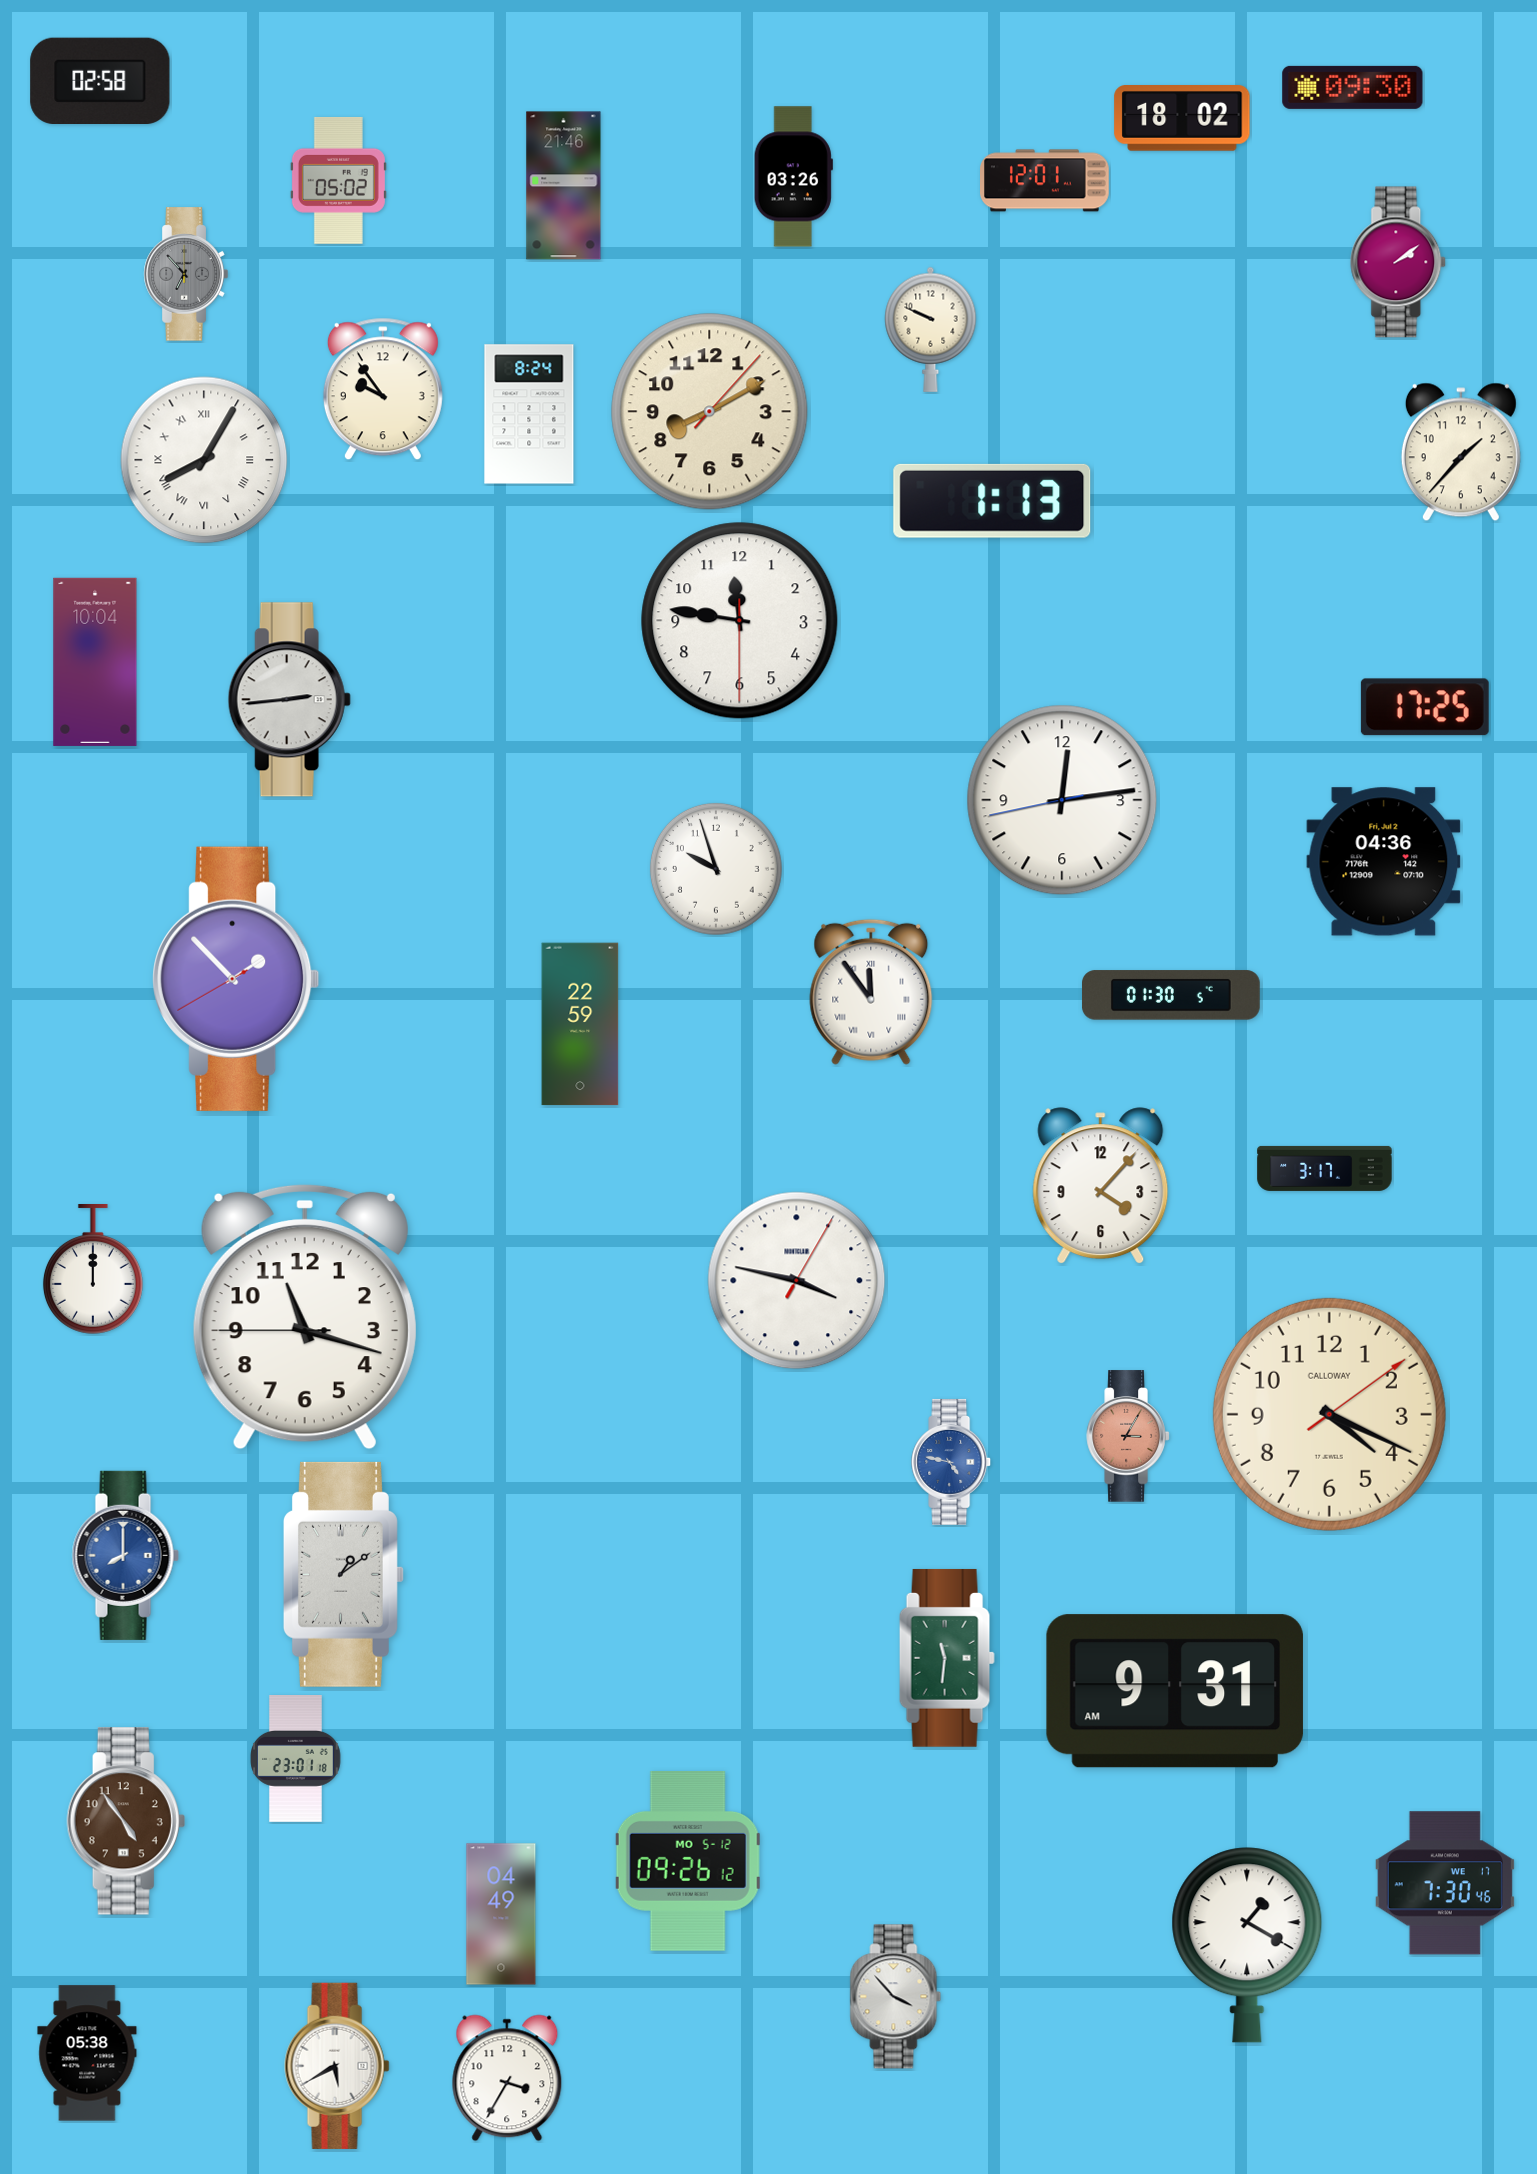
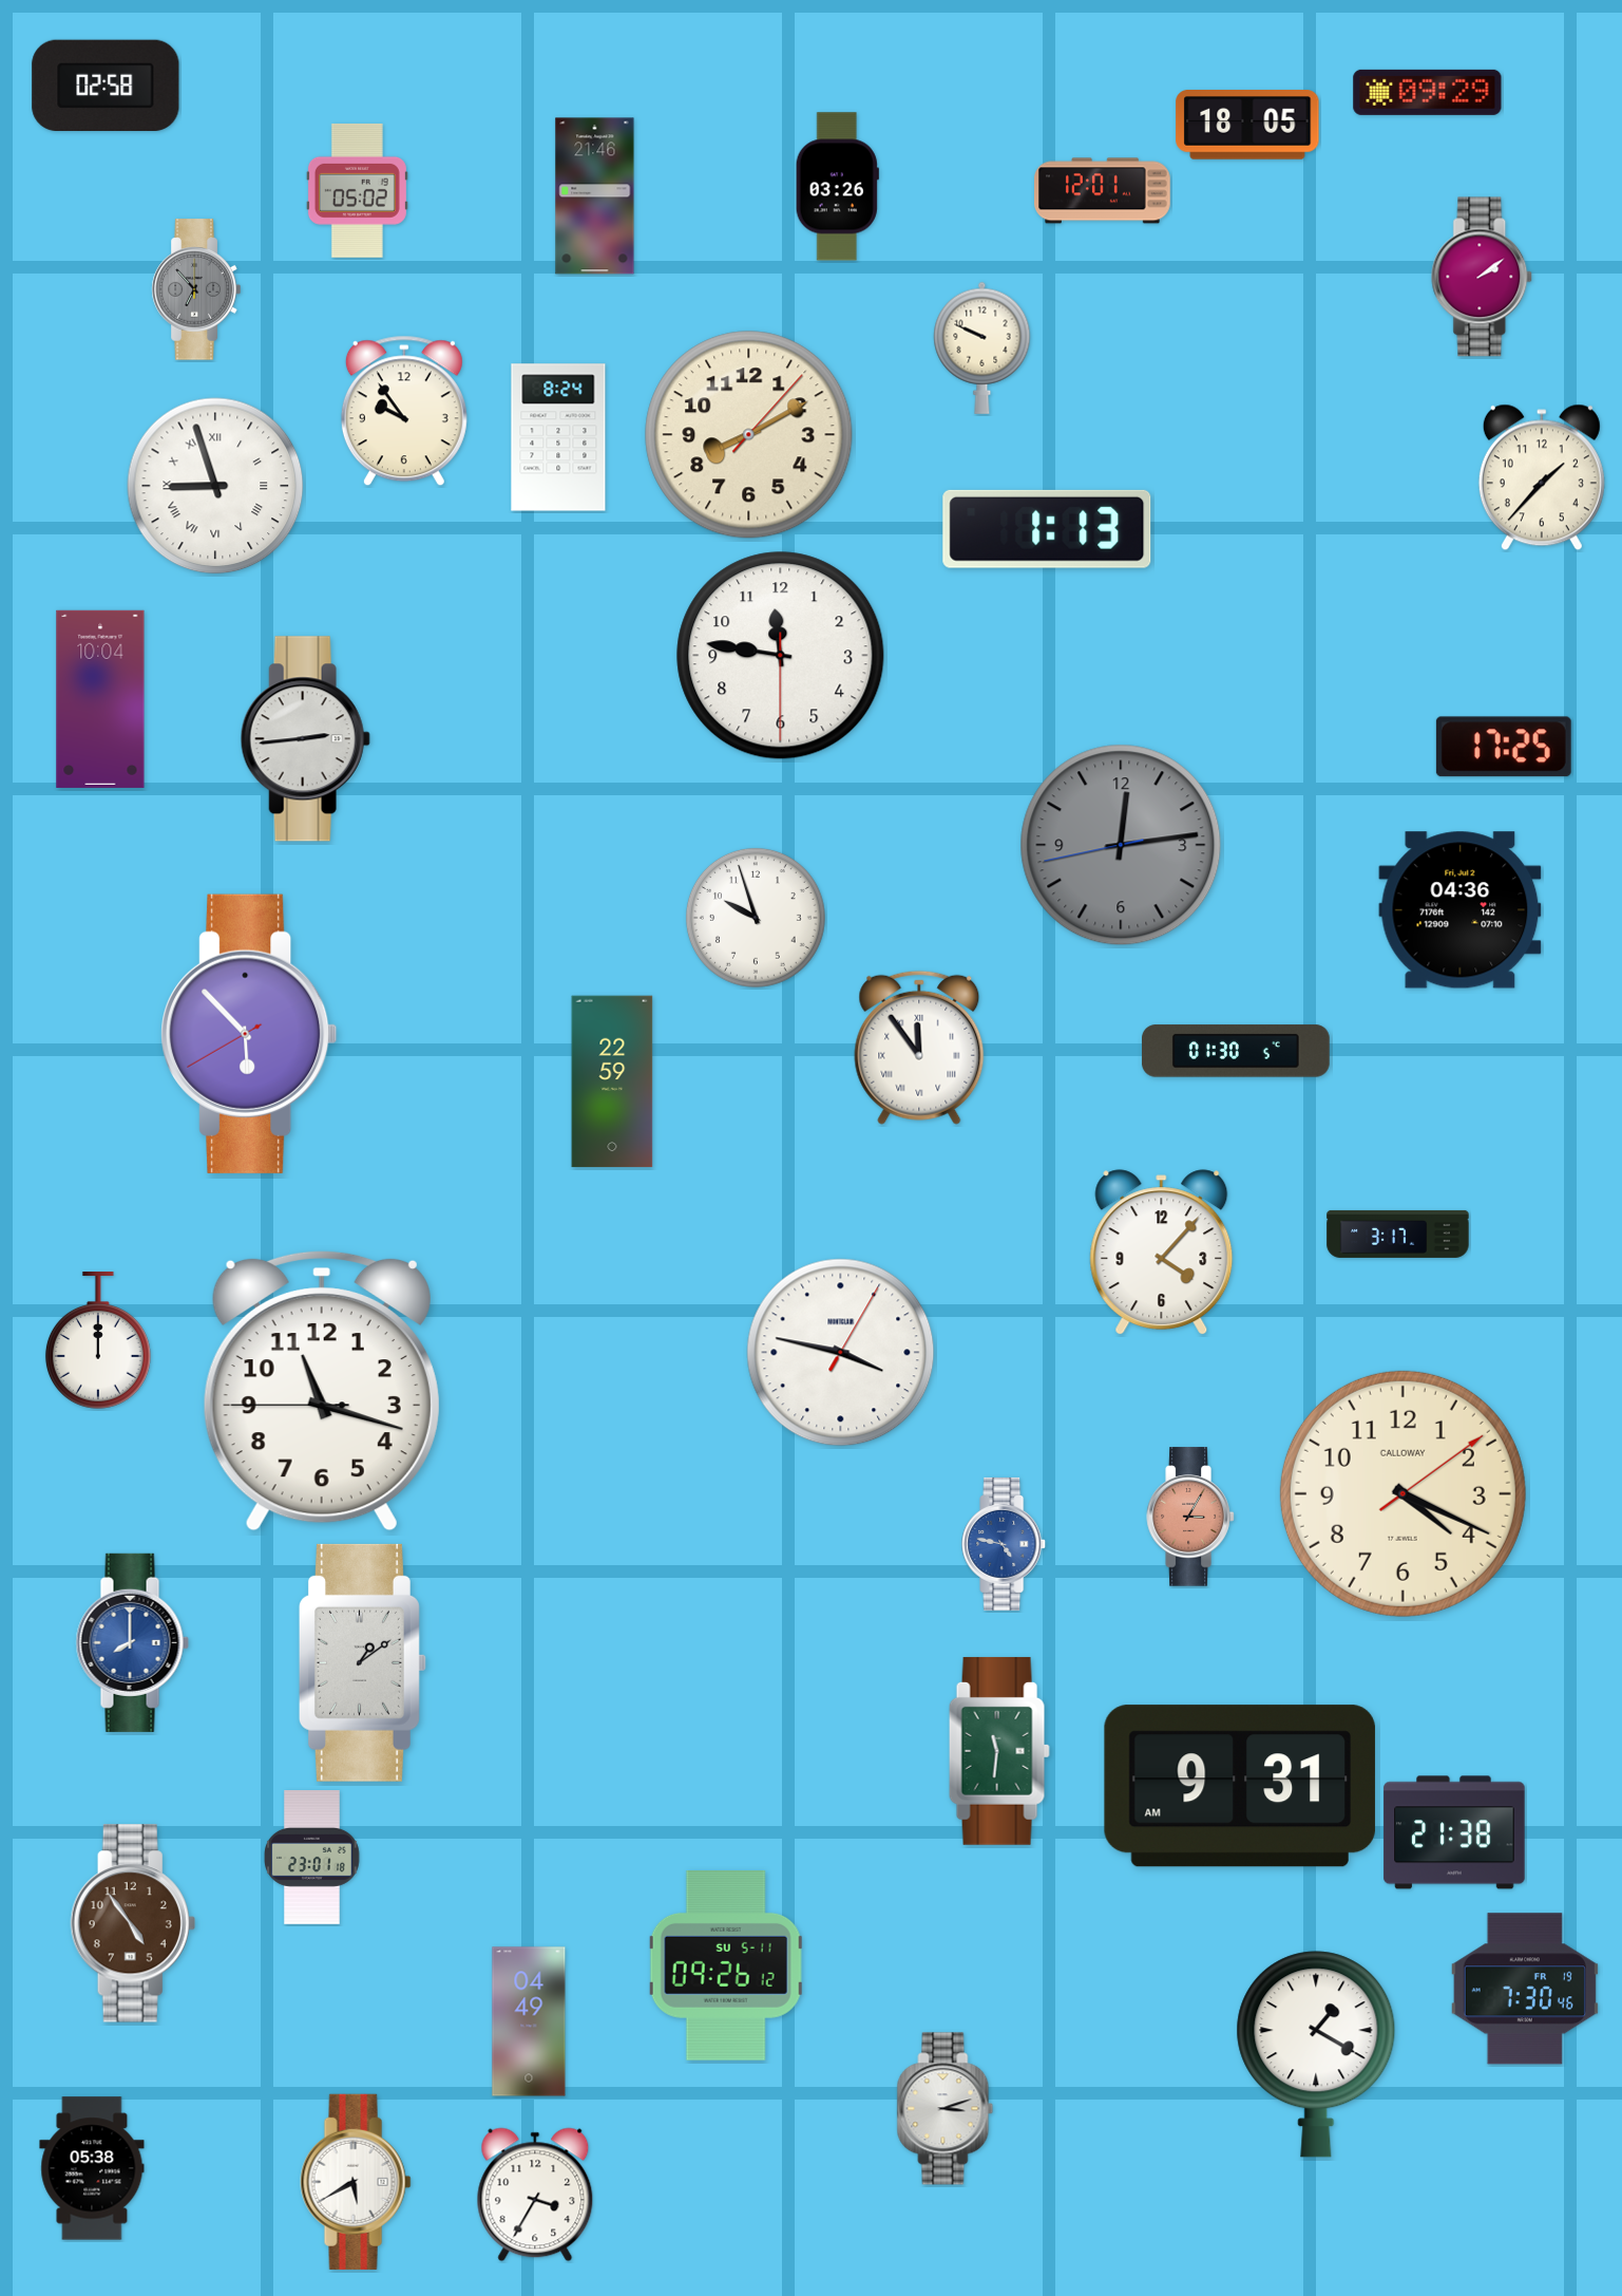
clock at (1353, 87): 09:30 -> 09:29
clock at (1182, 119): 18:02 -> 18:05
clock at (1399, 262) position: (1399, 262) -> (1483, 277)
clock at (204, 460): 8:05 -> 8:57
clock at (1062, 800) dial: white -> grey
clock at (236, 979): 1:52 -> 5:52
clock at (1454, 1832): none -> 21:38
clock at (688, 1862) date: MO 5-12 -> SU 5-11
clock at (1445, 1883) date: WE 17 -> FR 19
clock at (896, 1997): 3:53 -> 3:12
